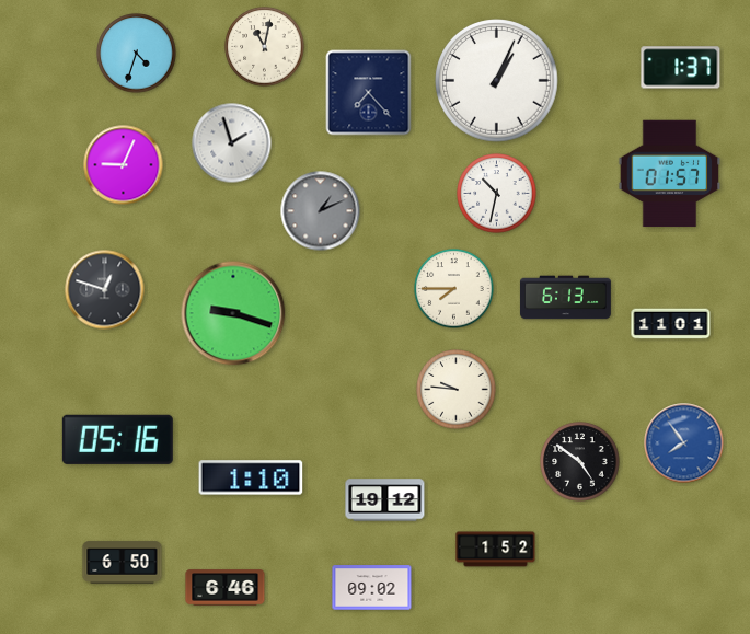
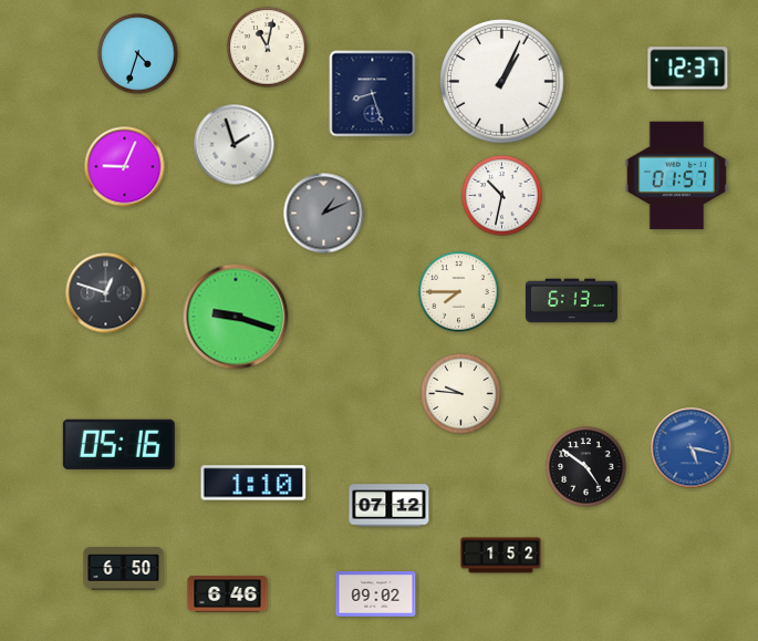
clock at (681, 68): 1:37 -> 12:37
clock at (369, 93): 7:23 -> 8:27
clock at (671, 324): 11:01 -> none
clock at (684, 443): 7:54 -> 5:17
clock at (385, 500): 19:12 -> 07:12
